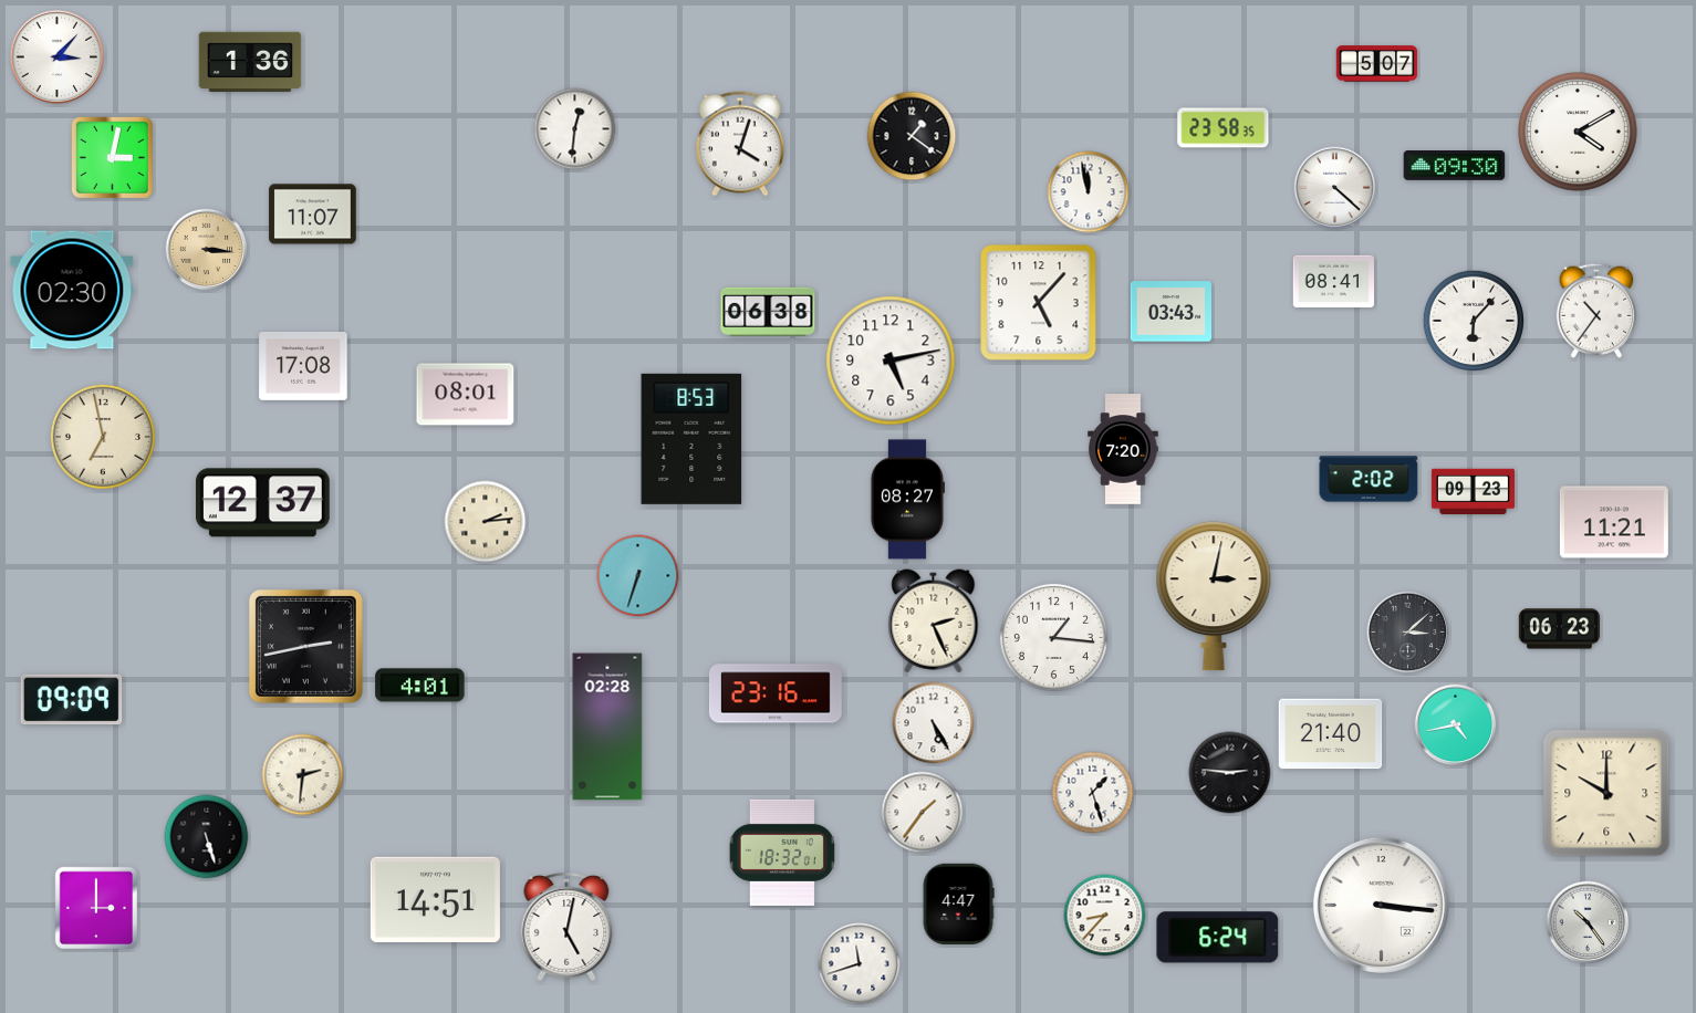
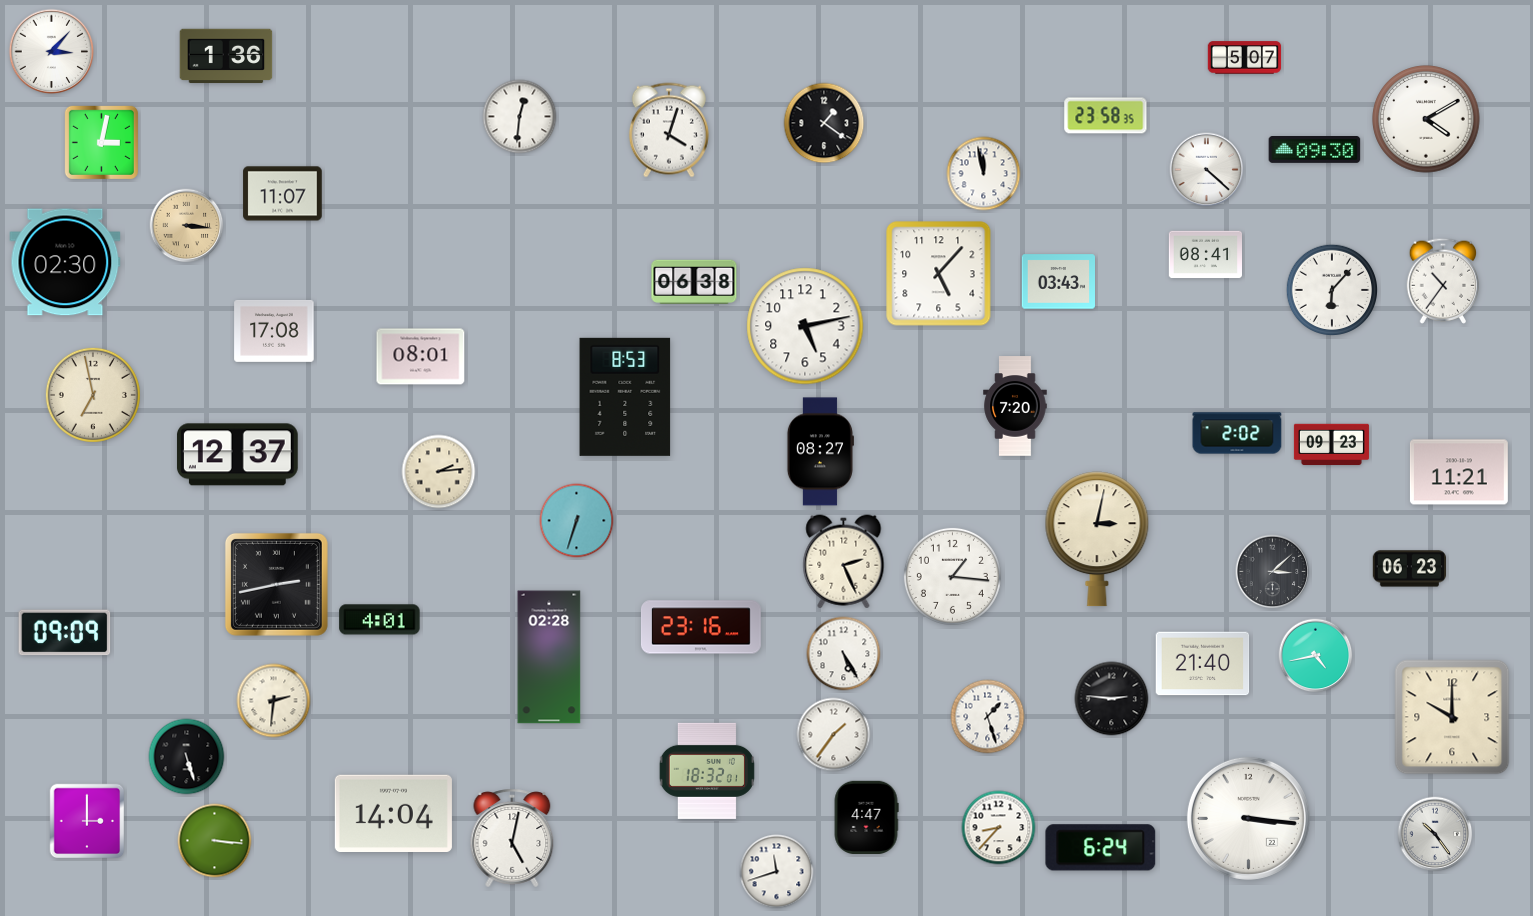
clock at (435, 899): 14:51 -> 14:04
clock at (215, 841): none -> 3:16
